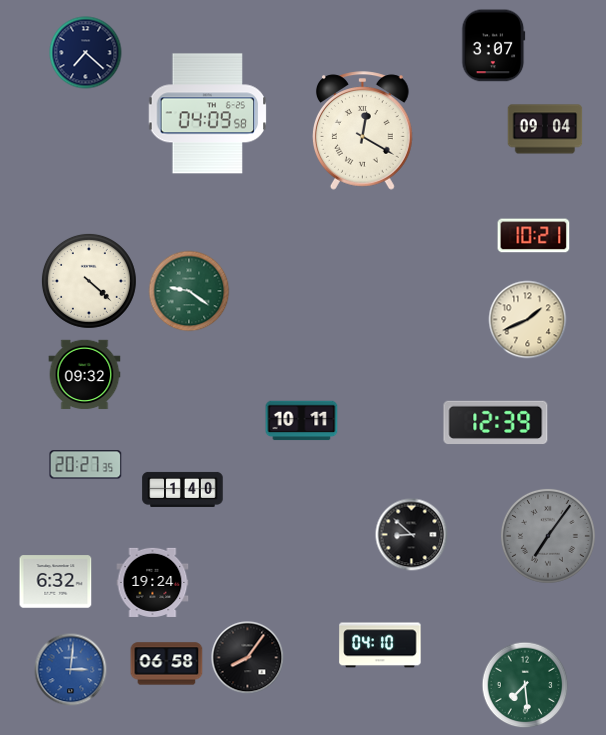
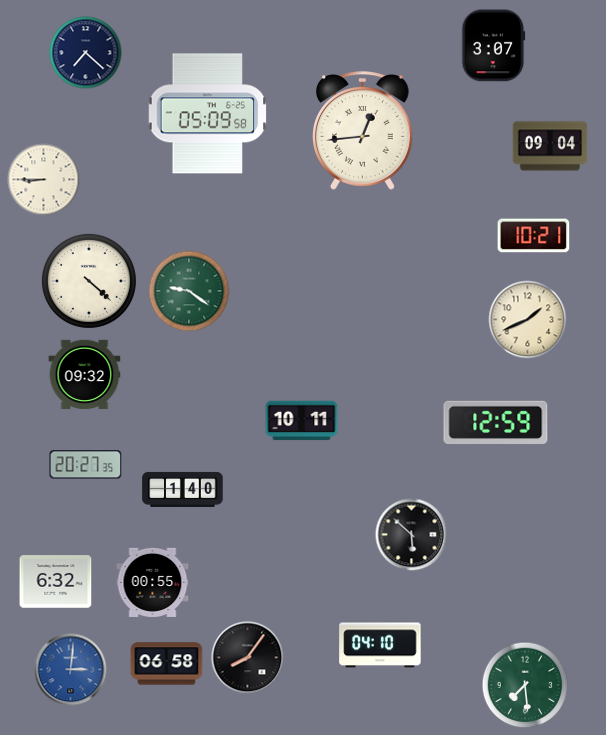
clock at (208, 114): 04:09 -> 05:09
clock at (545, 129) position: (545, 129) -> (550, 146)
clock at (363, 131): 12:20 -> 12:44
clock at (44, 180): none -> 8:45
clock at (496, 423): 12:39 -> 12:59
clock at (412, 535): 8:52 -> 5:52
clock at (548, 536): 7:06 -> none
clock at (153, 582): 19:24 -> 00:55
